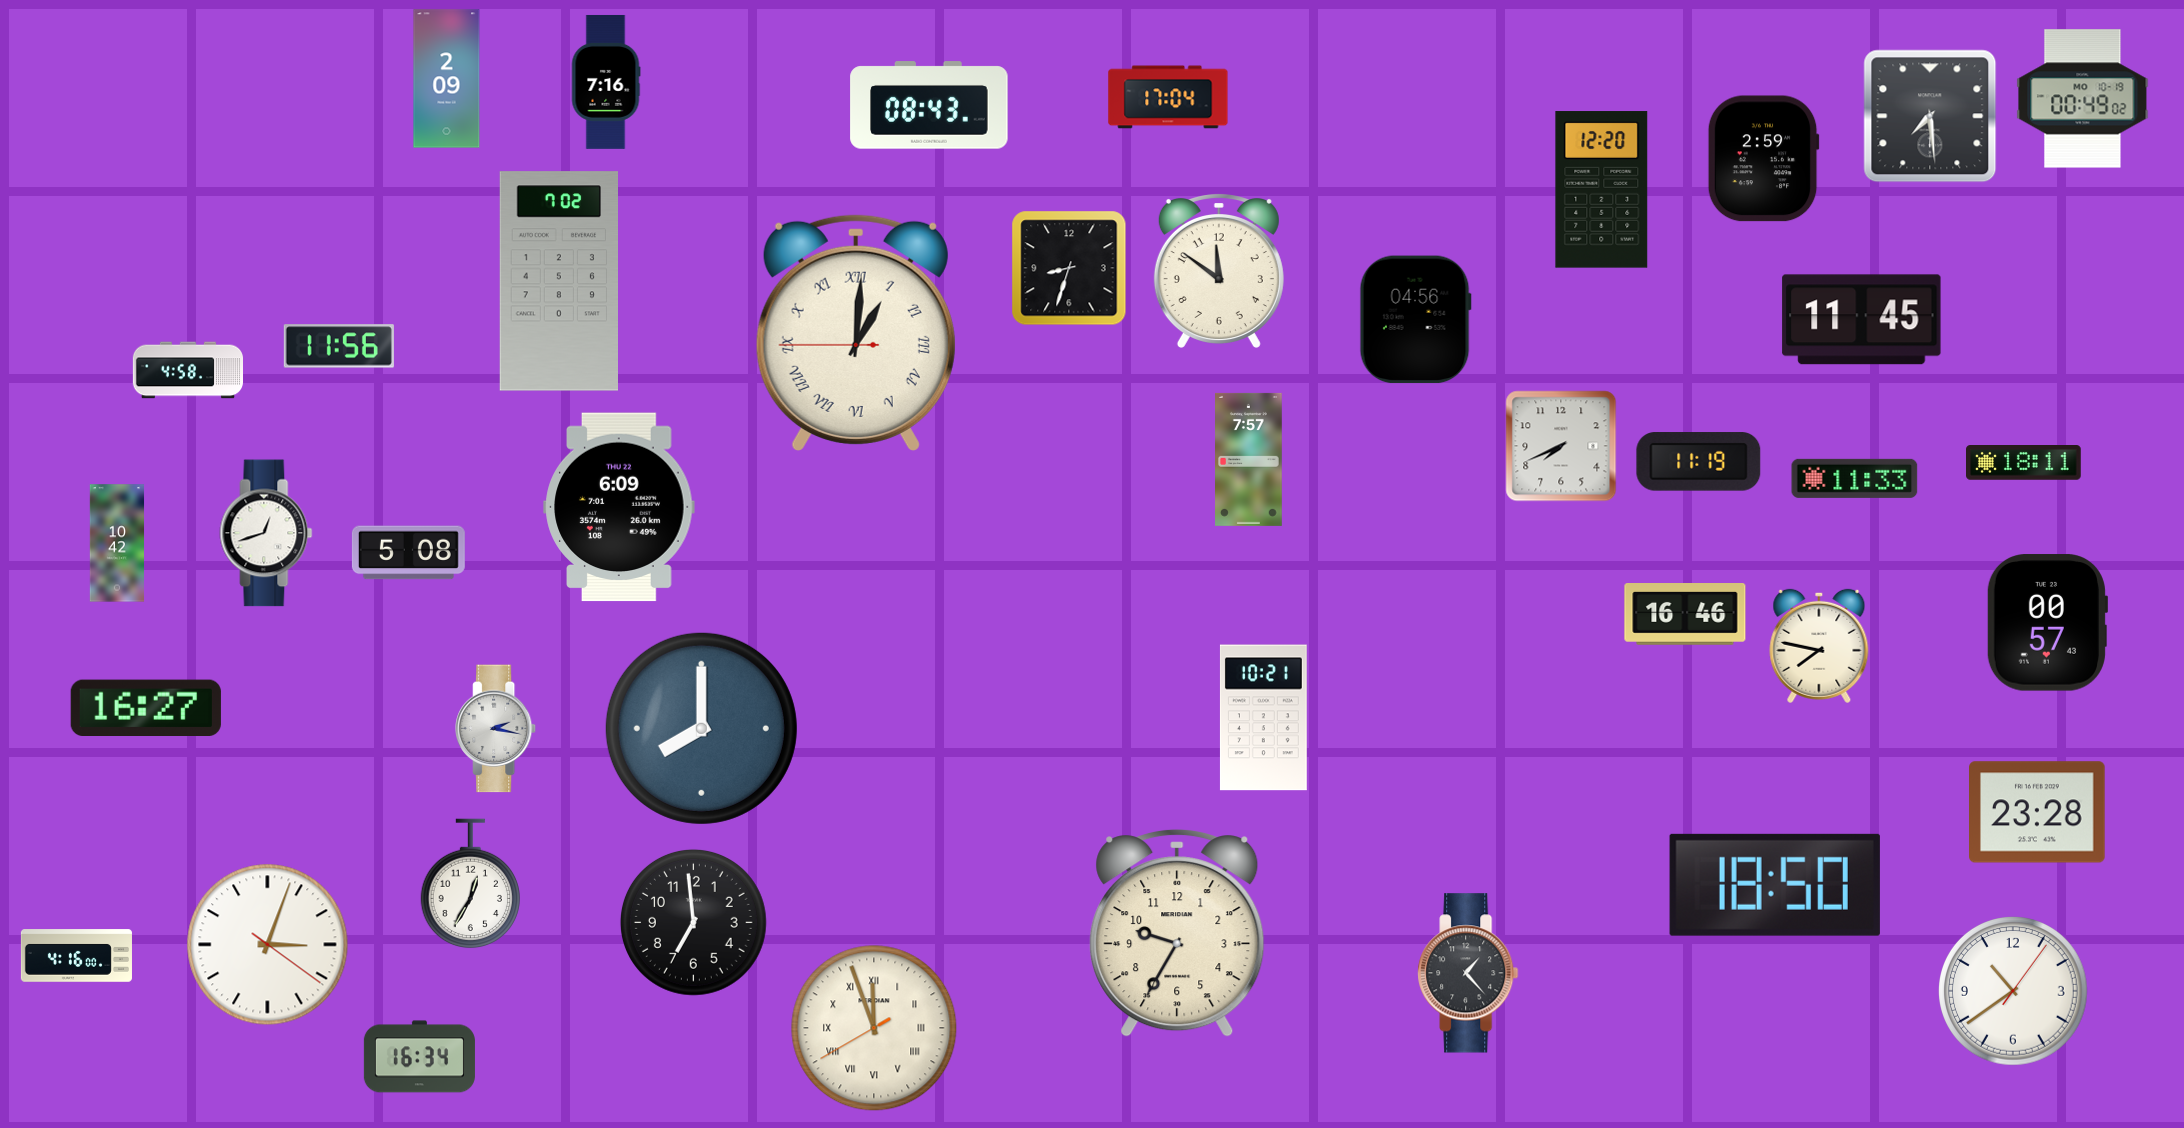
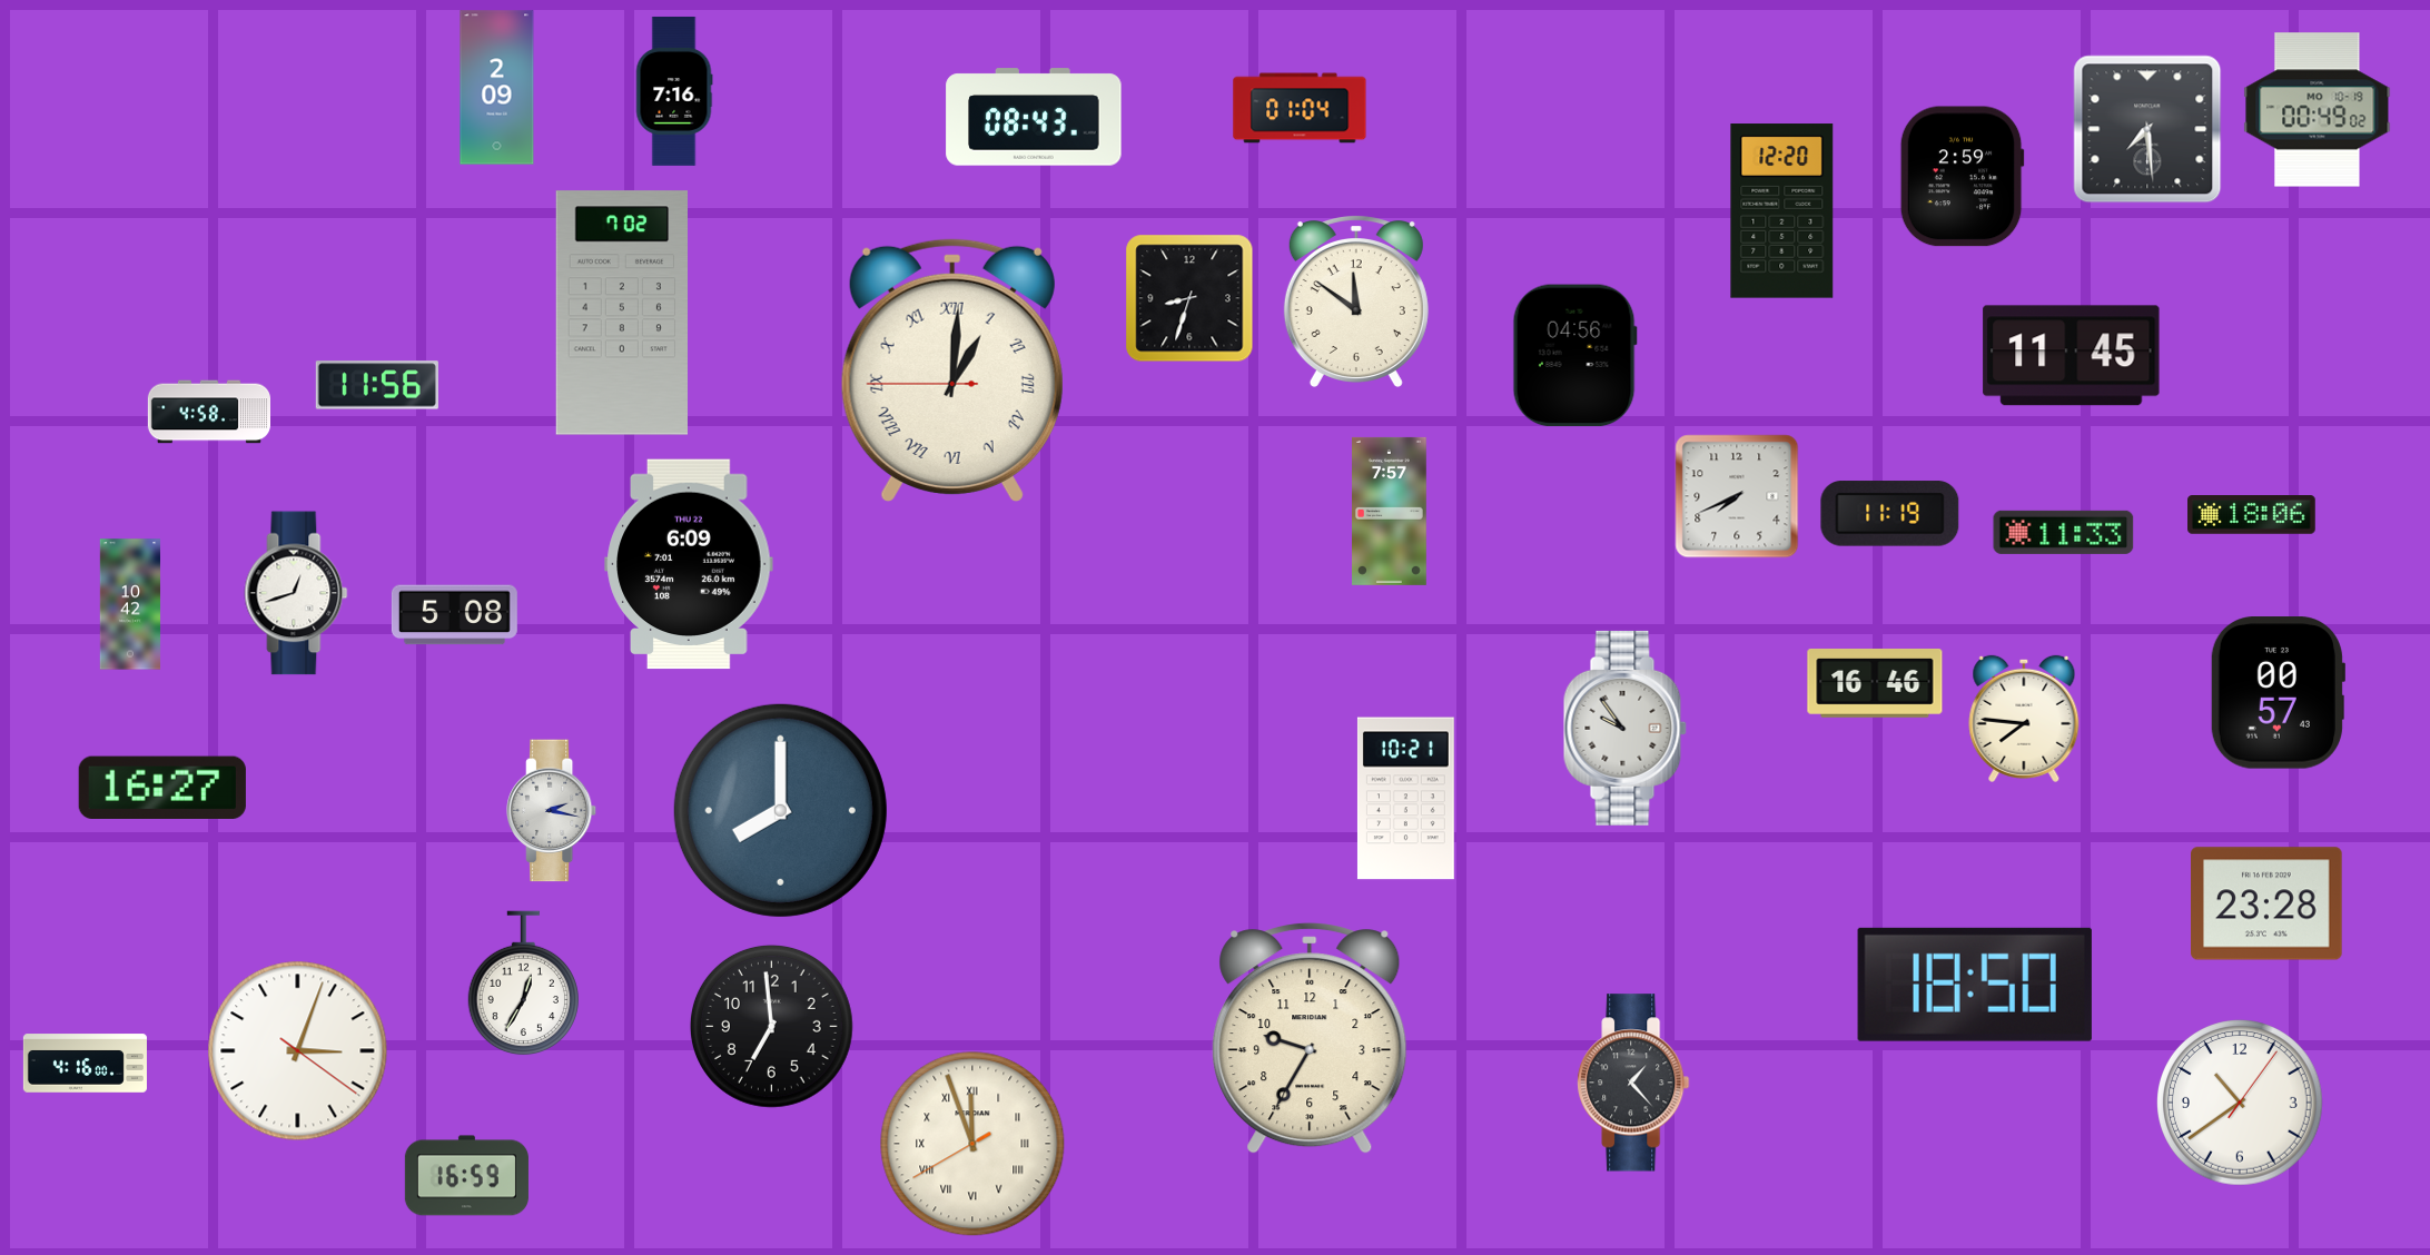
clock at (1168, 97): 17:04 -> 01:04
clock at (2024, 463): 18:11 -> 18:06
clock at (1819, 646): 7:47 -> 7:46
clock at (1624, 728): none -> 9:54
clock at (419, 1057): 16:34 -> 16:59
